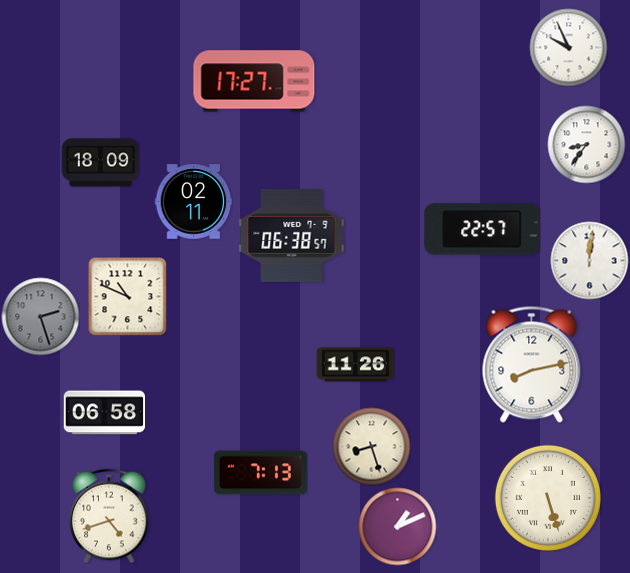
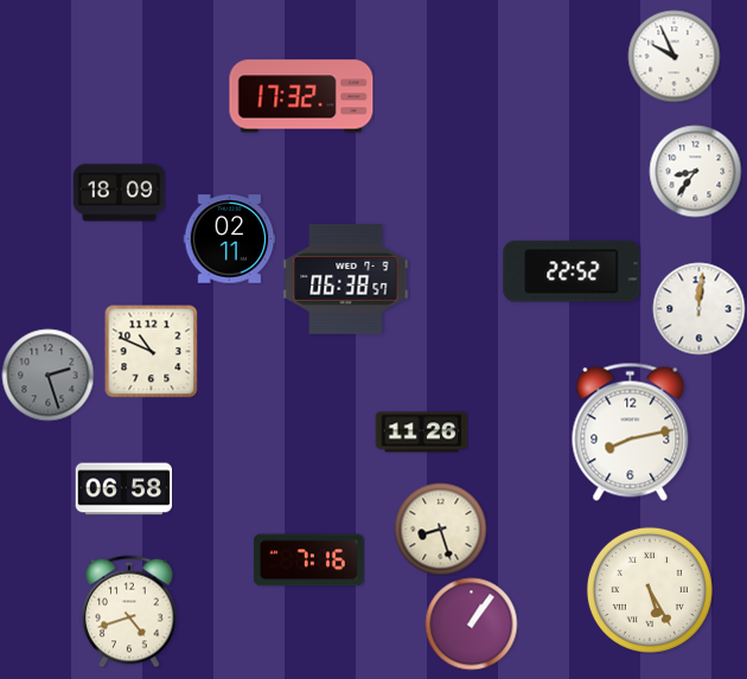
clock at (254, 81): 17:27 -> 17:32
clock at (482, 229): 22:57 -> 22:52
clock at (260, 473): 7:13 -> 7:16
clock at (548, 498): 5:27 -> 5:25
clock at (397, 526): 1:11 -> 1:06
